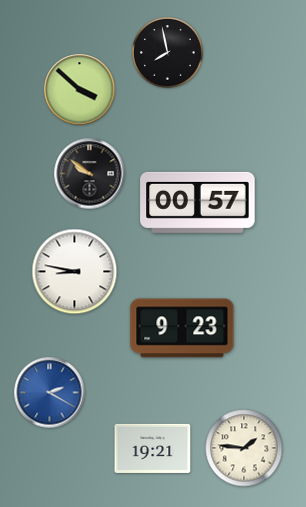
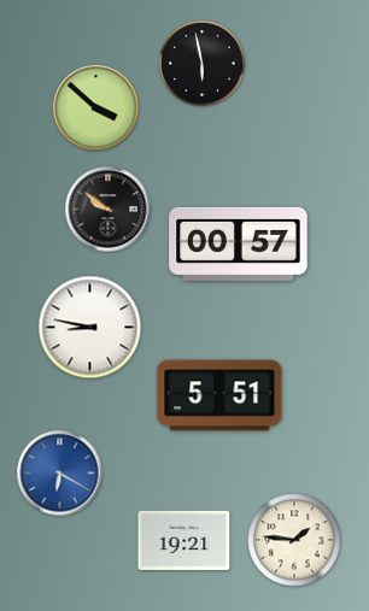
clock at (167, 52): 7:58 -> 5:58
clock at (182, 328): 9:23 -> 5:51
clock at (50, 393): 2:20 -> 6:20
